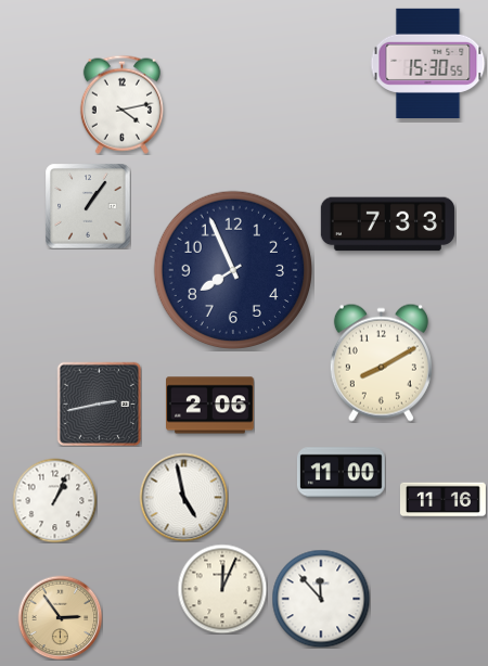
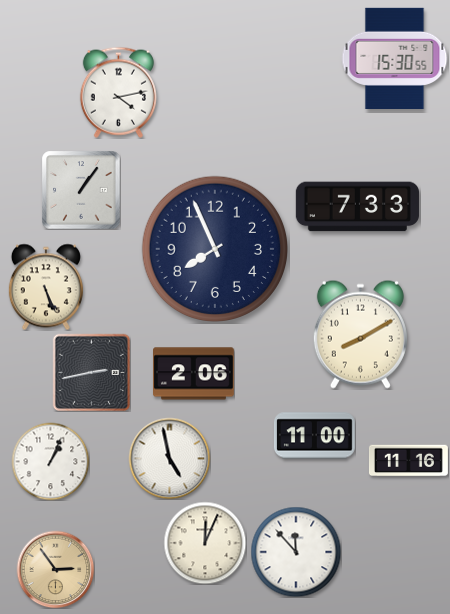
clock at (121, 104) position: (121, 104) -> (118, 92)
clock at (46, 287): none -> 5:26
clock at (381, 362) position: (381, 362) -> (360, 334)
